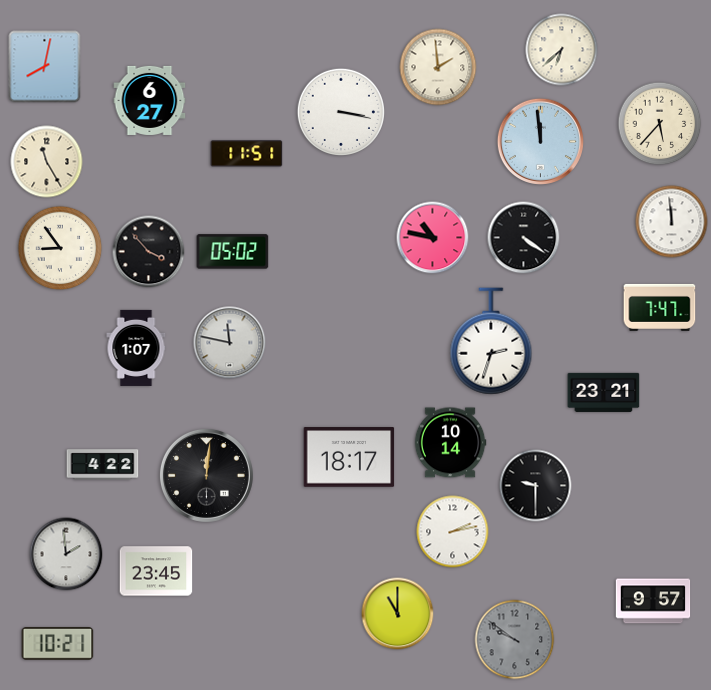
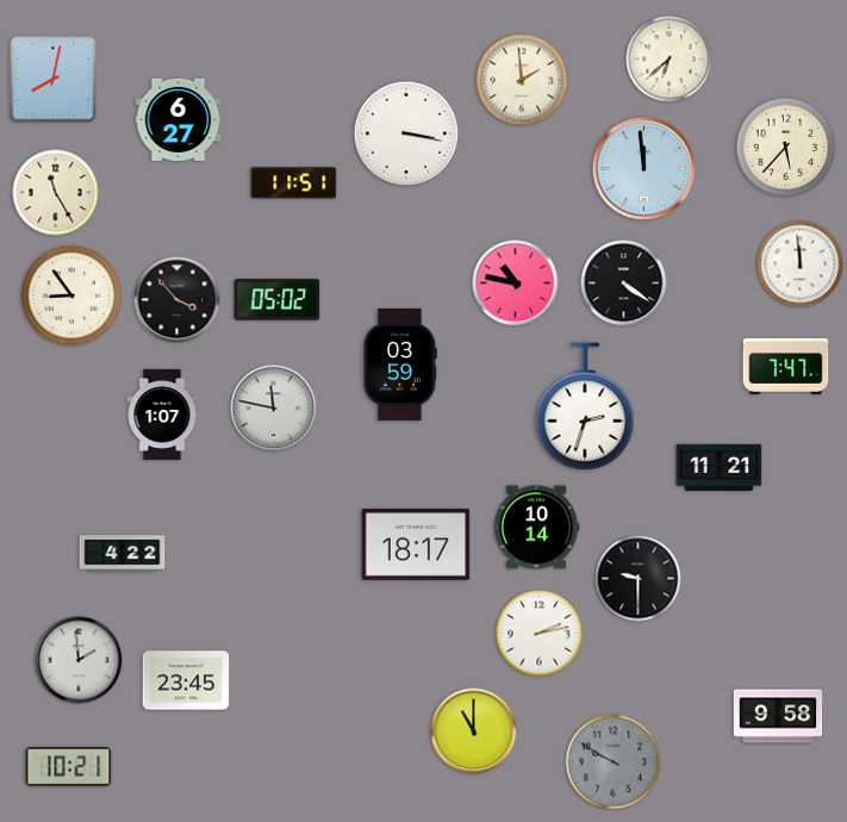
clock at (400, 365): none -> 03:59
clock at (604, 392): 23:21 -> 11:21
clock at (206, 475): 12:01 -> none
clock at (653, 601): 9:57 -> 9:58
clock at (515, 640): 9:51 -> 9:50
